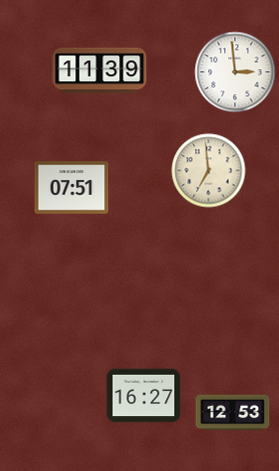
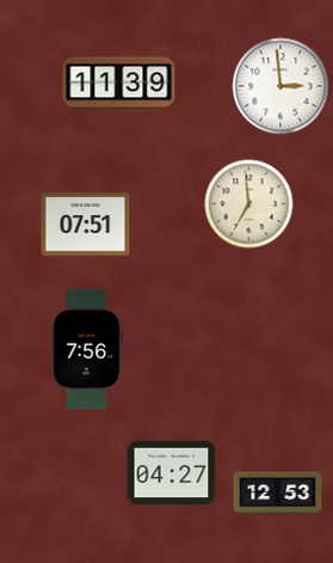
clock at (87, 349): none -> 7:56
clock at (144, 396): 16:27 -> 04:27
